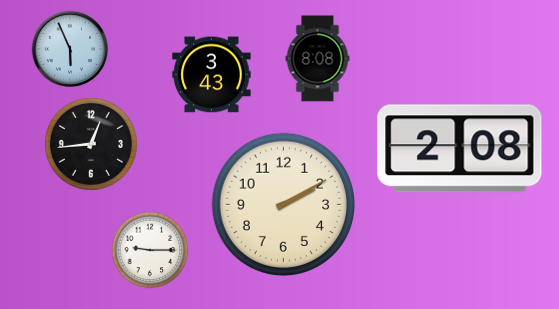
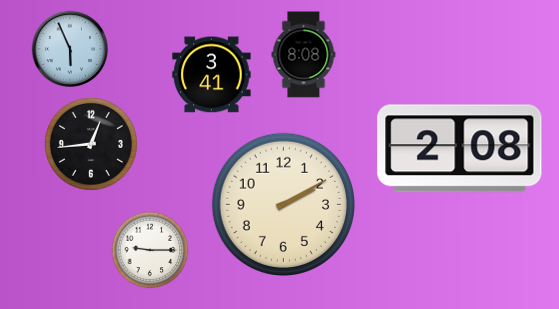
clock at (318, 59) position: (318, 59) -> (304, 55)
clock at (212, 75): 3:43 -> 3:41
